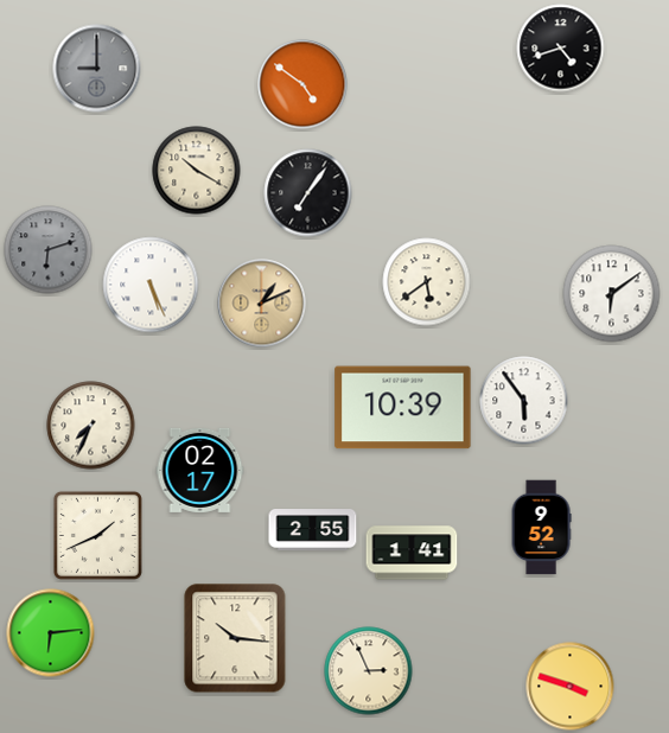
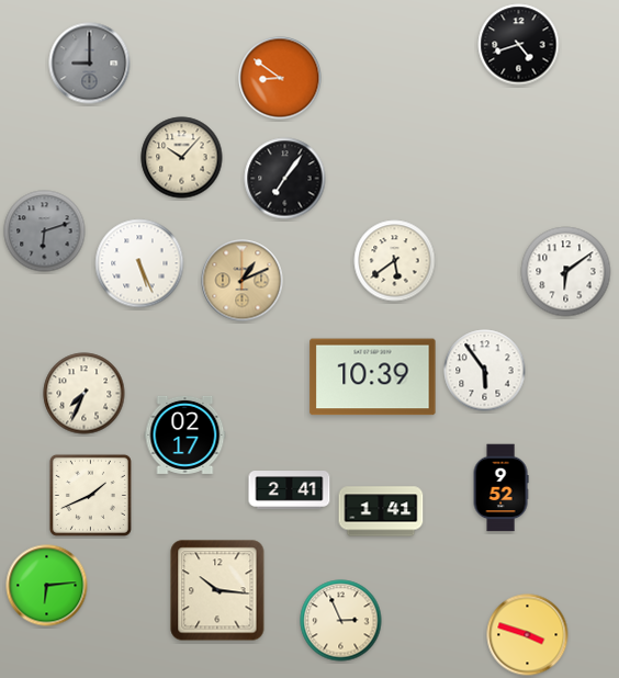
clock at (302, 84): 4:51 -> 8:51
clock at (197, 171): 10:20 -> 10:07
clock at (313, 530): 2:55 -> 2:41
